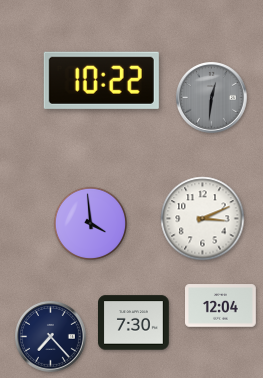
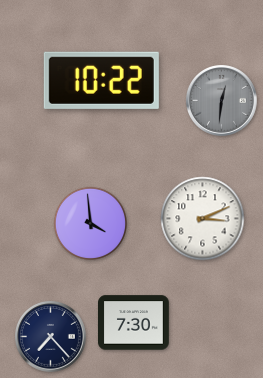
clock at (212, 98) position: (212, 98) -> (222, 101)
clock at (221, 306): 12:04 -> none
